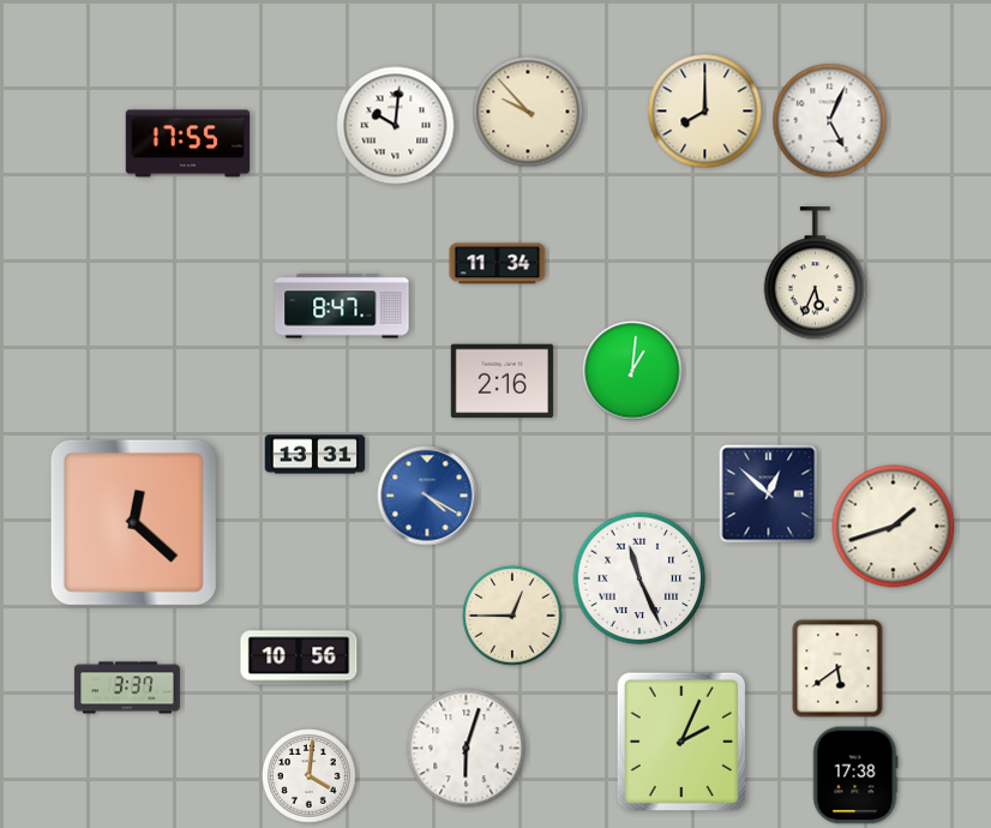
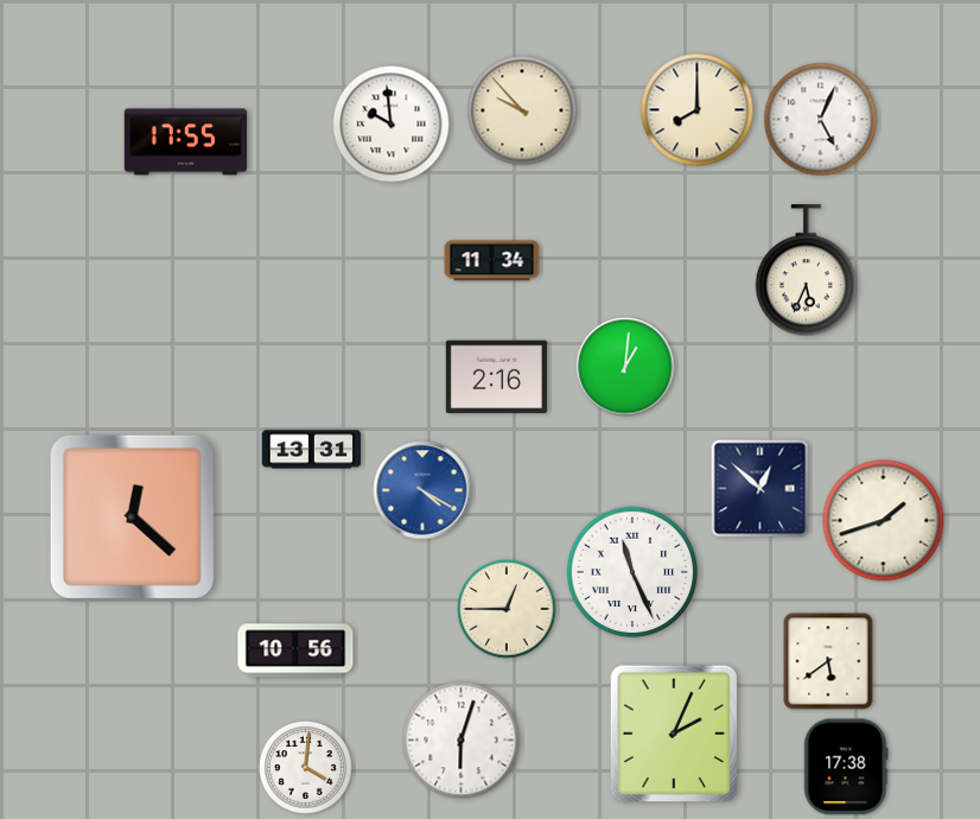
clock at (396, 126): 10:01 -> 9:59
clock at (342, 306): 8:47 -> none
clock at (127, 688): 3:37 -> none
